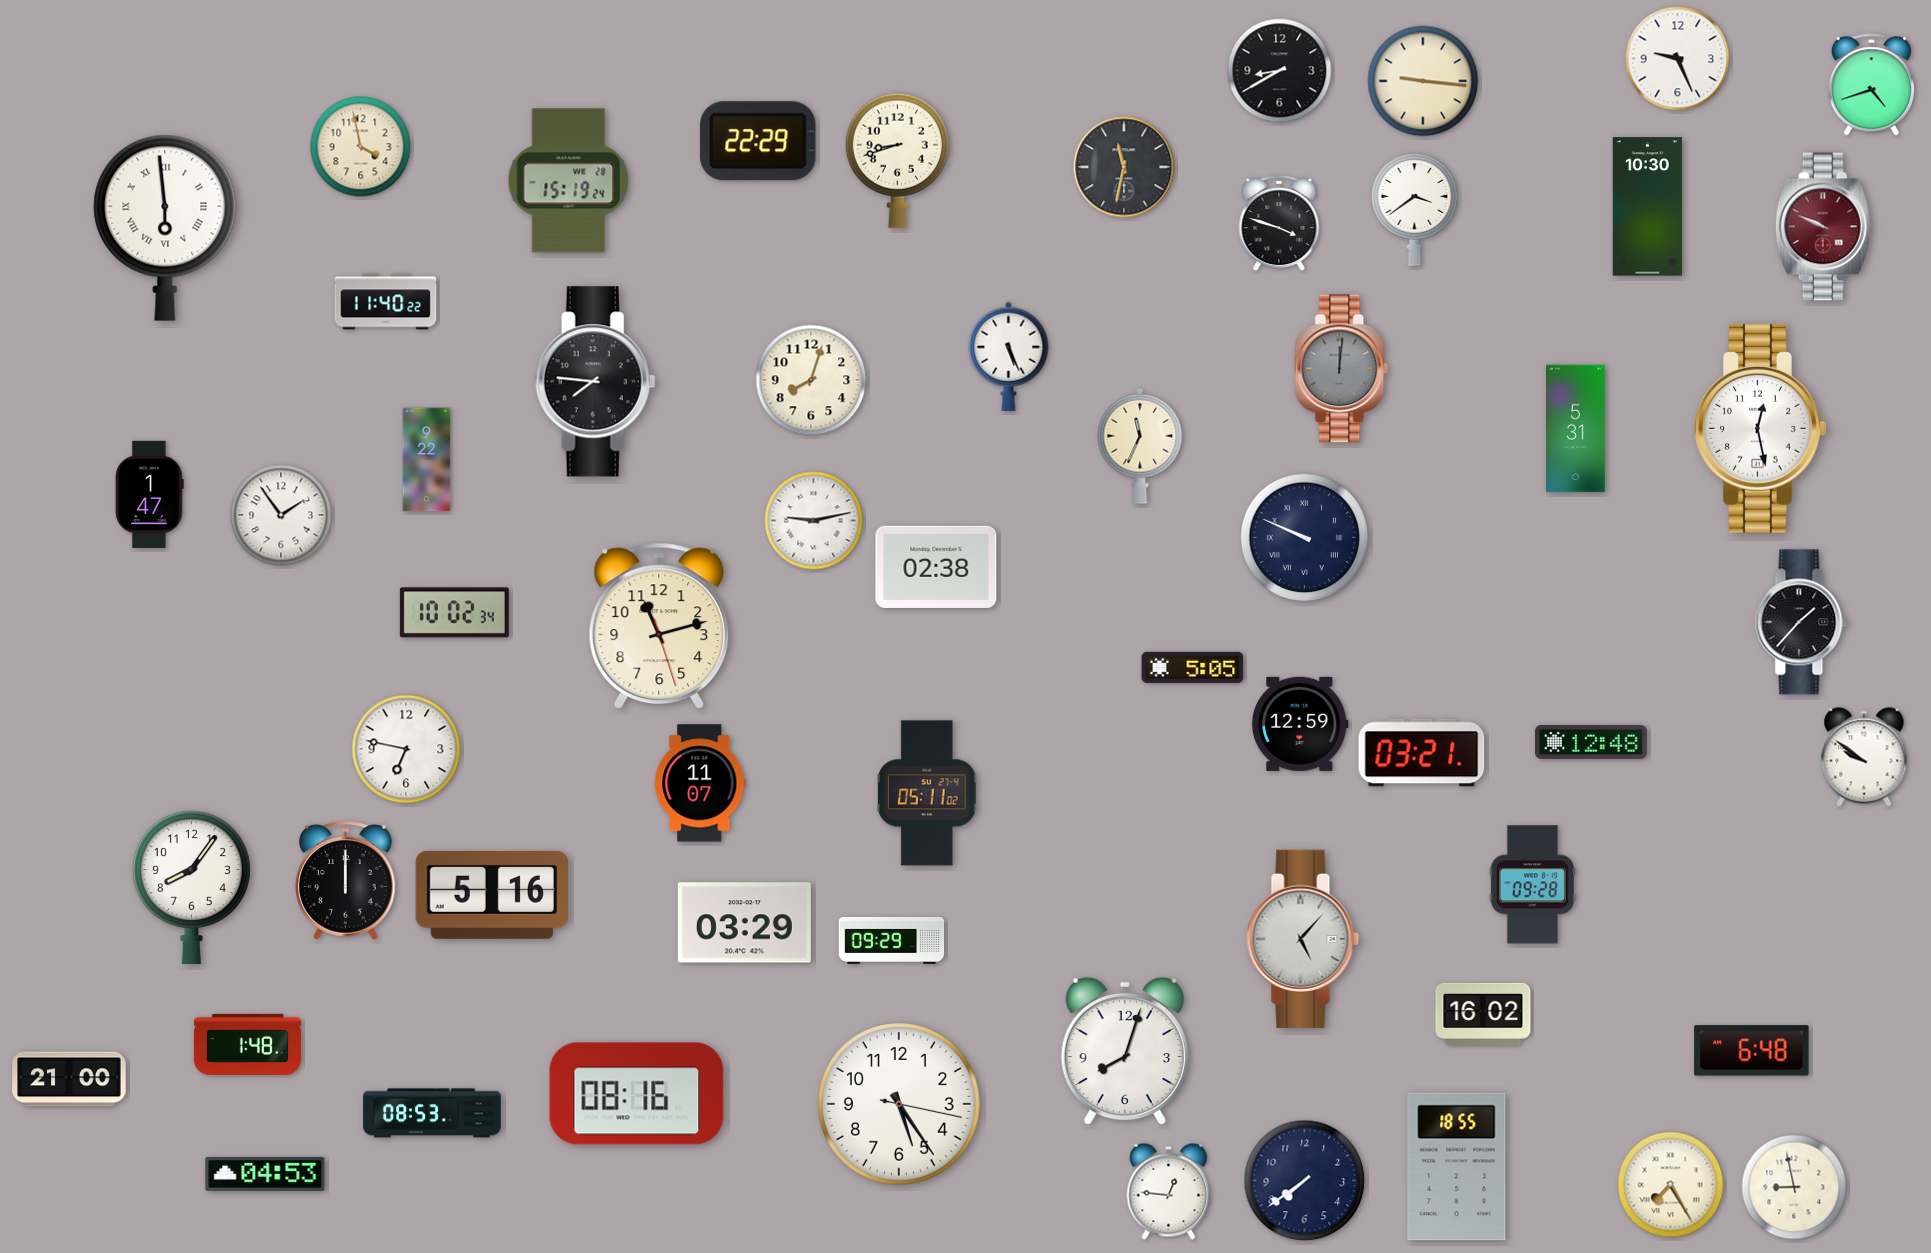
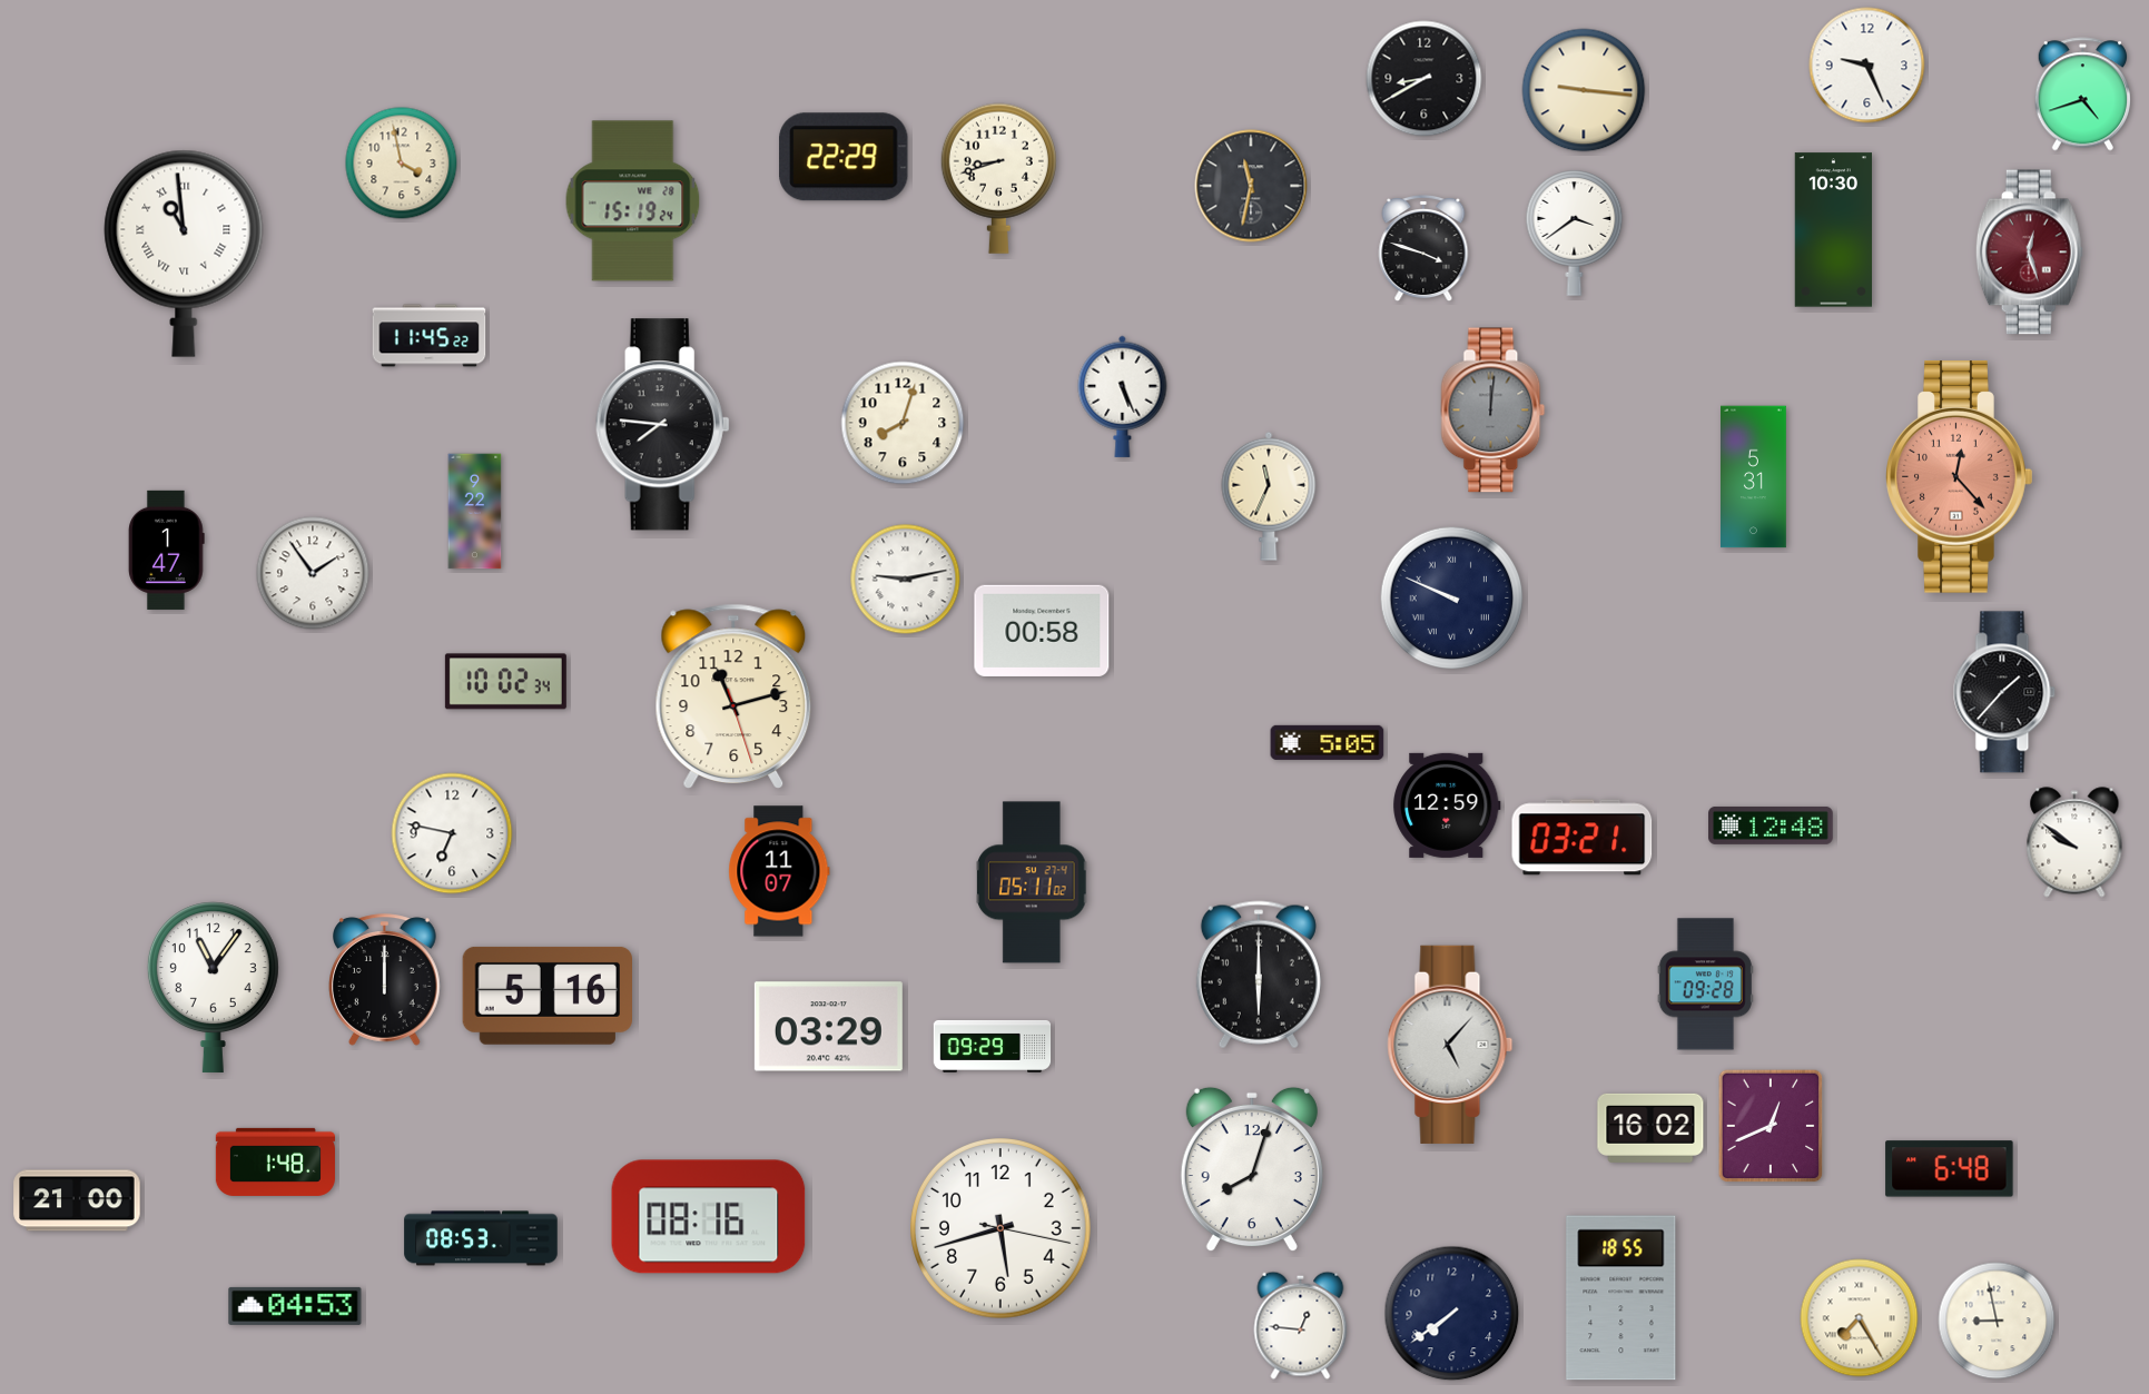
clock at (1823, 227): 9:49 -> 12:27
clock at (165, 228): 5:59 -> 10:59
clock at (386, 302): 11:40 -> 11:45
clock at (1761, 428): 12:28 -> 12:23
clock at (1761, 428) dial: white -> salmon
clock at (936, 567): 02:38 -> 00:58
clock at (1259, 975): none -> 6:00
clock at (191, 887): 8:06 -> 11:06
clock at (1771, 1126): none -> 12:41
clock at (900, 1105): 5:24 -> 5:42
